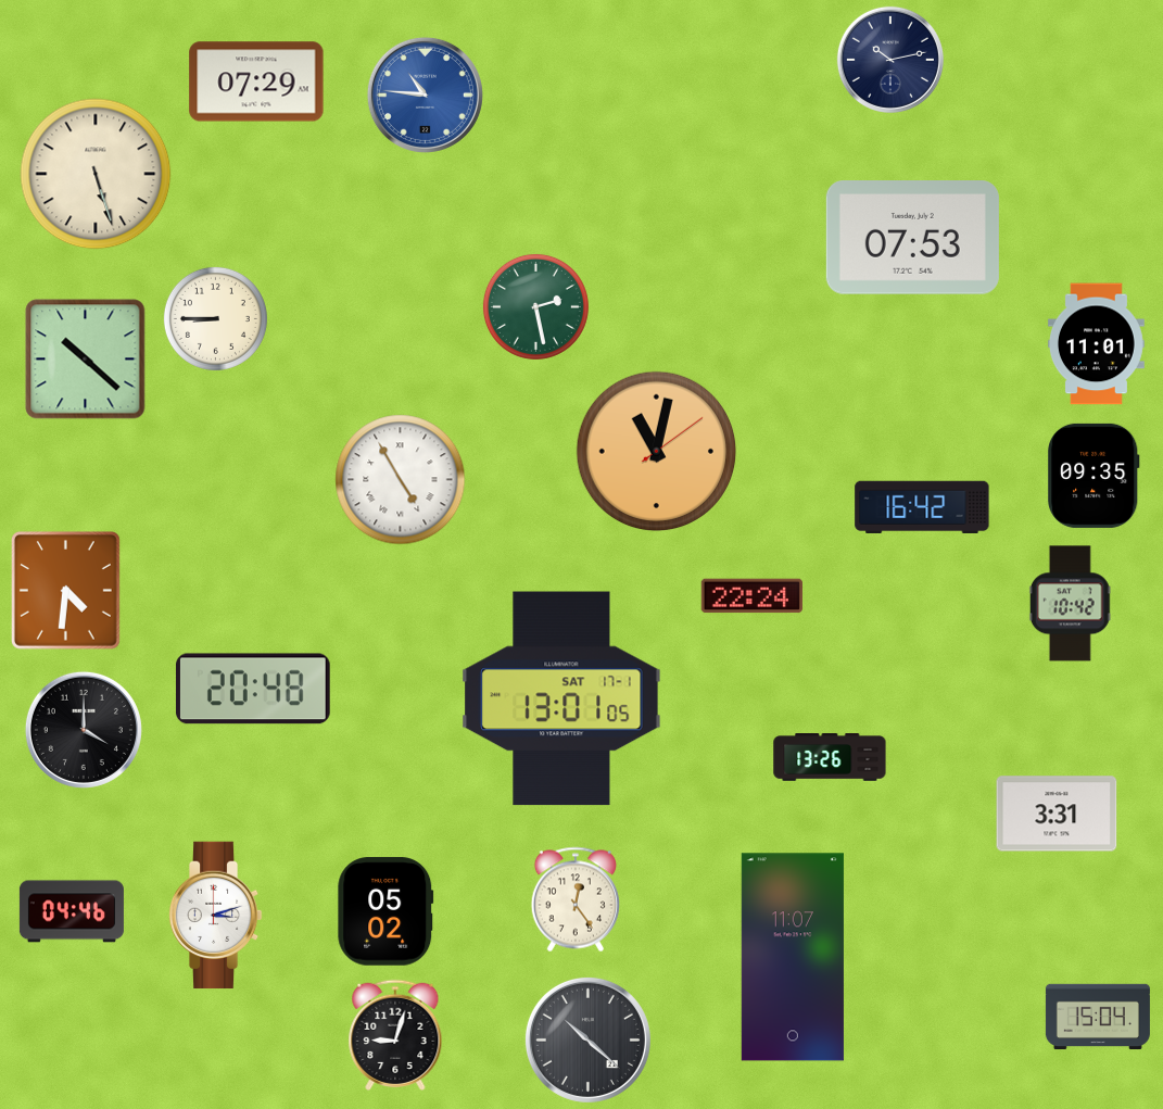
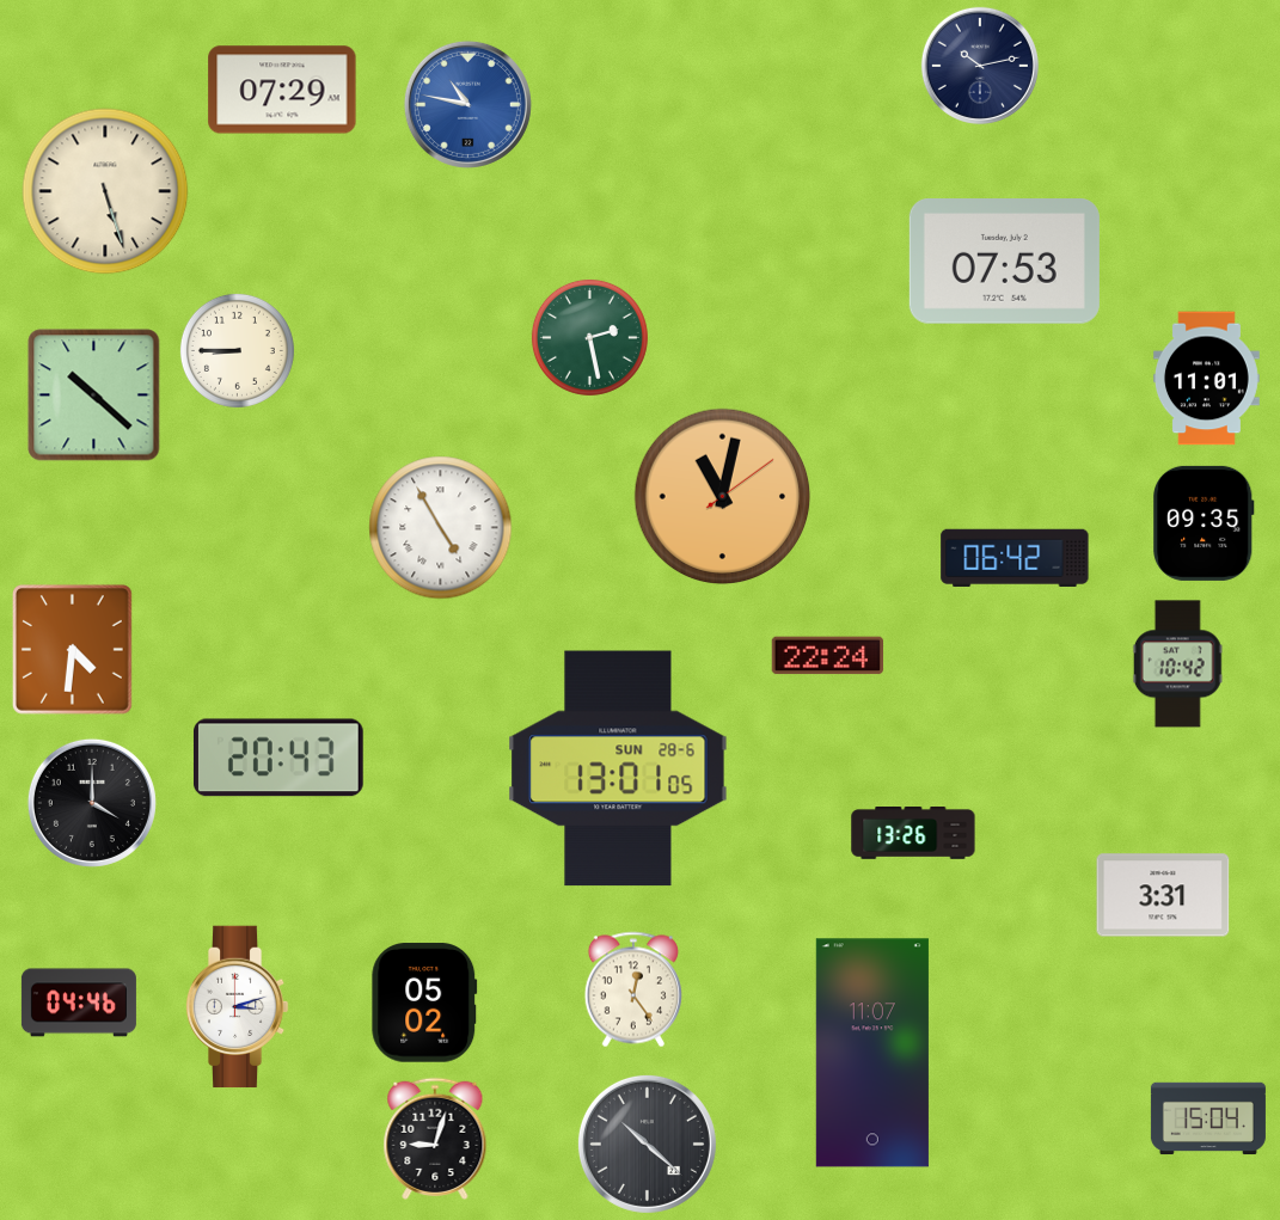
clock at (425, 94): 10:46 -> 10:47
clock at (922, 507): 16:42 -> 06:42
clock at (253, 689): 20:48 -> 20:43
clock at (561, 698) date: SAT 17-1 -> SUN 28-6
